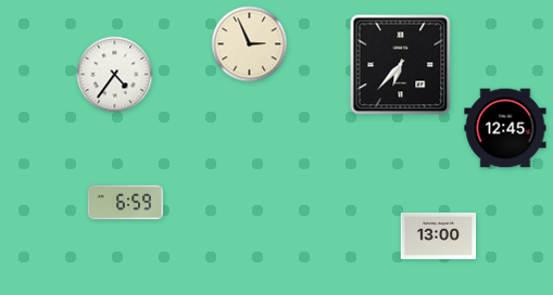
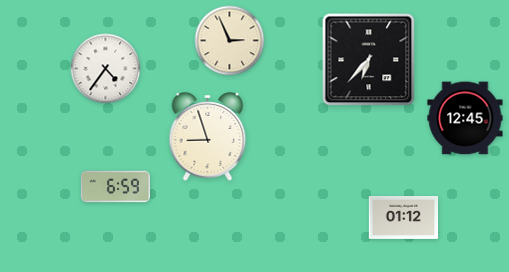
clock at (208, 137): none -> 8:57
clock at (439, 235): 13:00 -> 01:12
